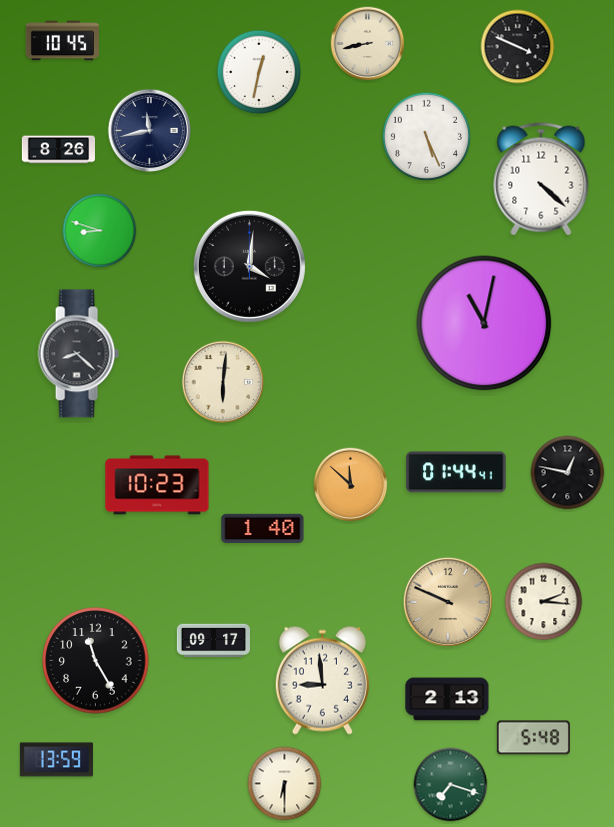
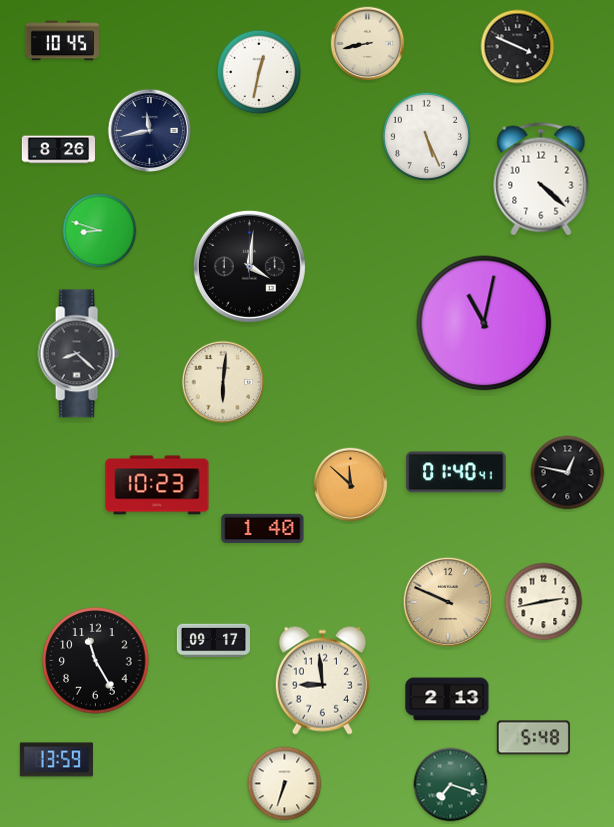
clock at (456, 472): 01:44 -> 01:40
clock at (544, 602): 2:16 -> 2:43
clock at (285, 784): 6:30 -> 6:33
